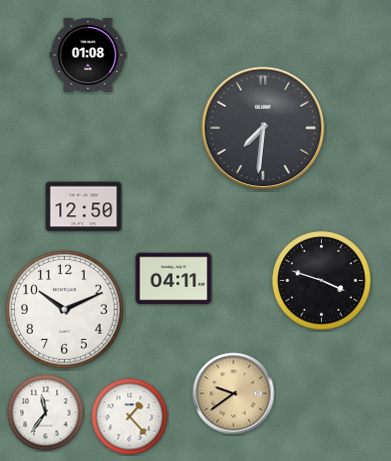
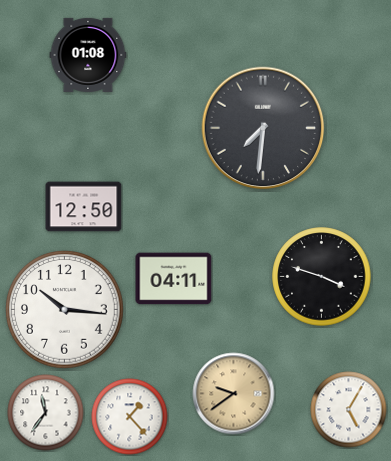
clock at (322, 281) position: (322, 281) -> (322, 277)
clock at (65, 310): 10:11 -> 10:16
clock at (349, 410): none -> 5:05
